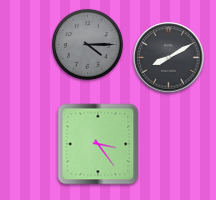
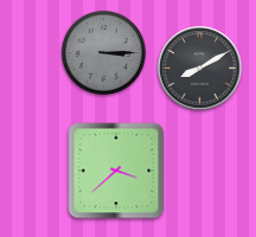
clock at (87, 44): 4:15 -> 3:15
clock at (98, 144): 3:24 -> 3:38
